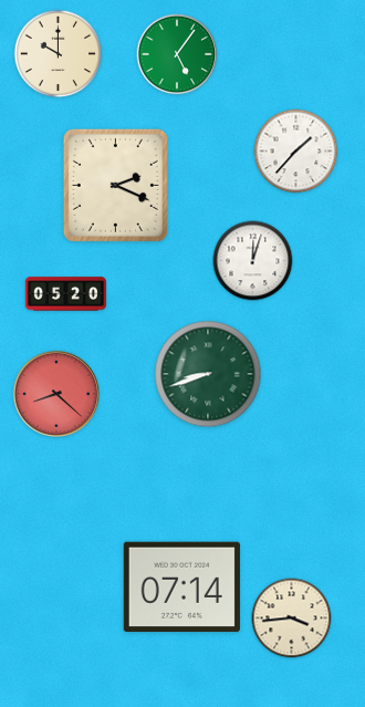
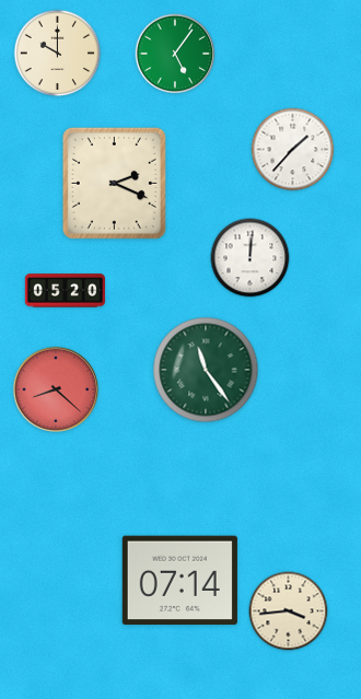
clock at (253, 261): 12:03 -> 12:01
clock at (208, 374): 8:42 -> 11:24
